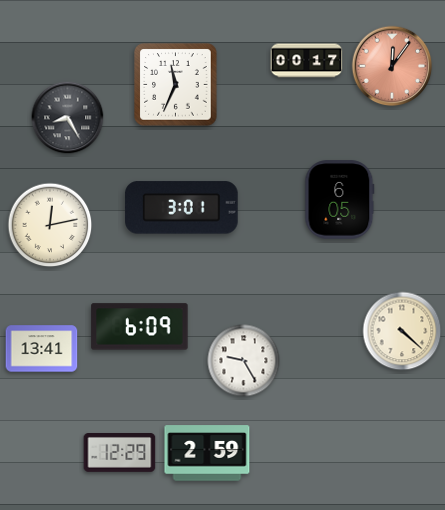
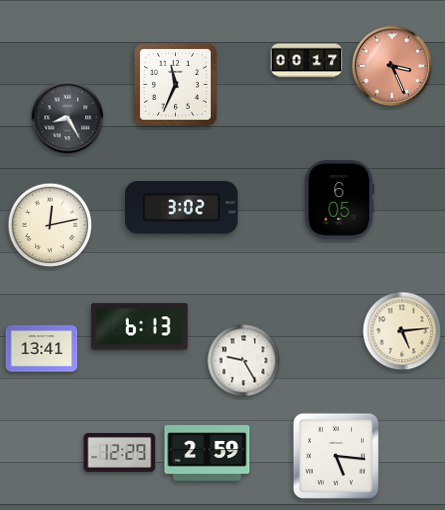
clock at (392, 66): 12:06 -> 3:26
clock at (182, 208): 3:01 -> 3:02
clock at (140, 327): 6:09 -> 6:13
clock at (402, 331): 4:22 -> 5:14
clock at (336, 456): none -> 5:16
